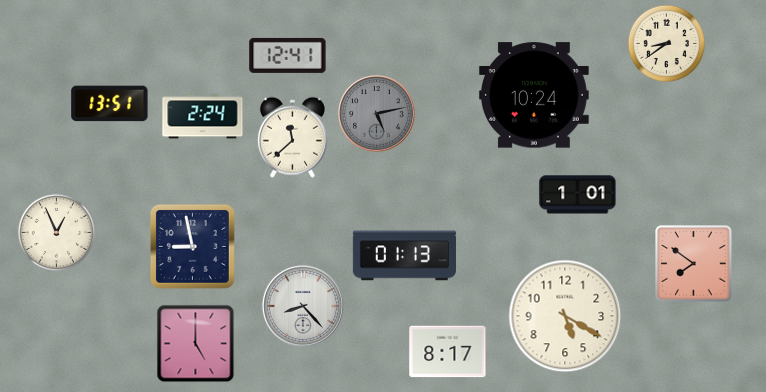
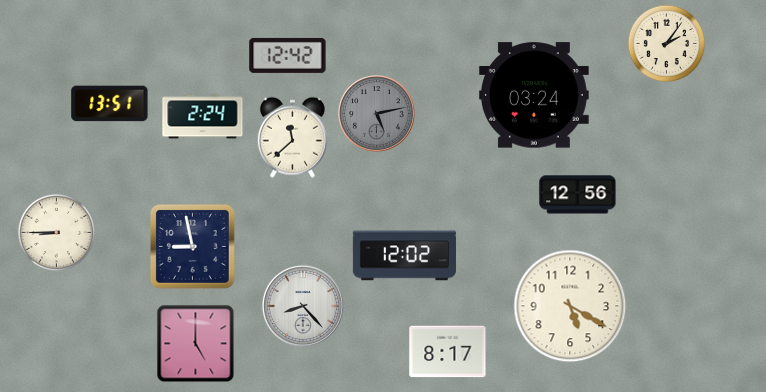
clock at (666, 43): 8:39 -> 2:06
clock at (288, 55): 12:41 -> 12:42
clock at (534, 95): 10:24 -> 03:24
clock at (578, 195): 1:01 -> 12:56
clock at (56, 232): 12:56 -> 8:45
clock at (404, 256): 01:13 -> 12:02
clock at (694, 264): 7:51 -> none
clock at (565, 316) position: (565, 316) -> (570, 306)
